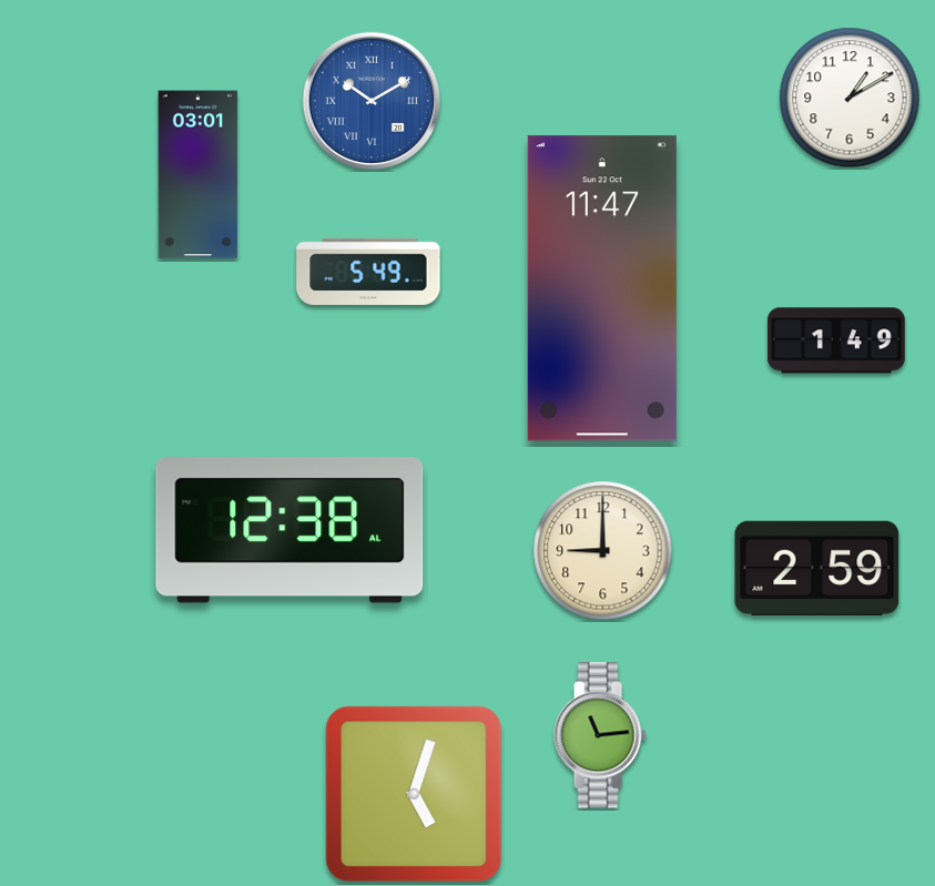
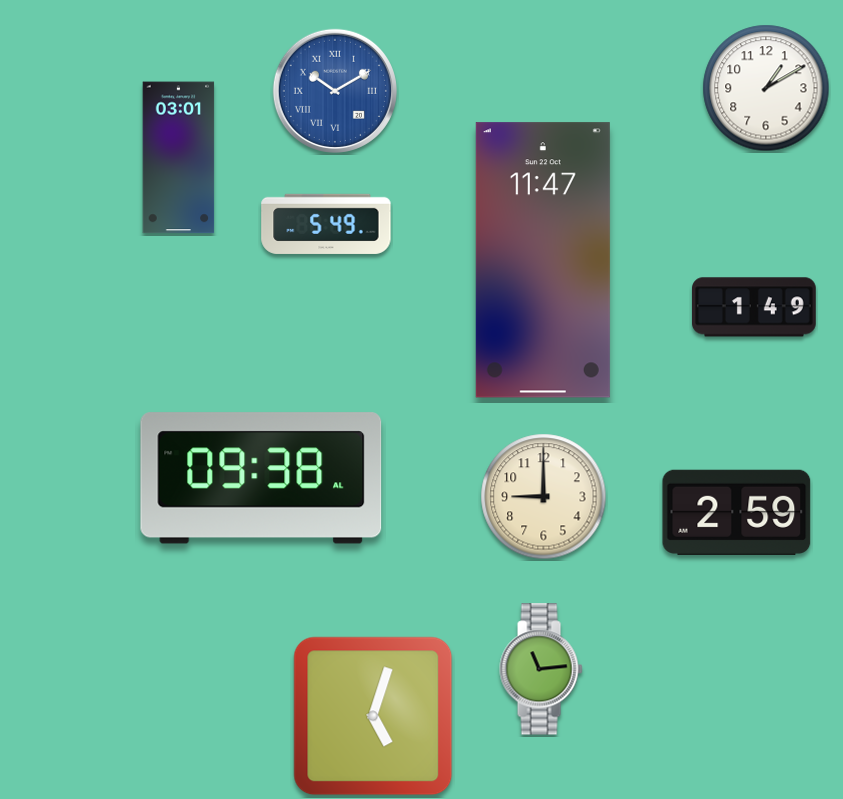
clock at (368, 272) position: (368, 272) -> (326, 224)
clock at (289, 530): 12:38 -> 09:38
clock at (600, 735) position: (600, 735) -> (541, 669)
